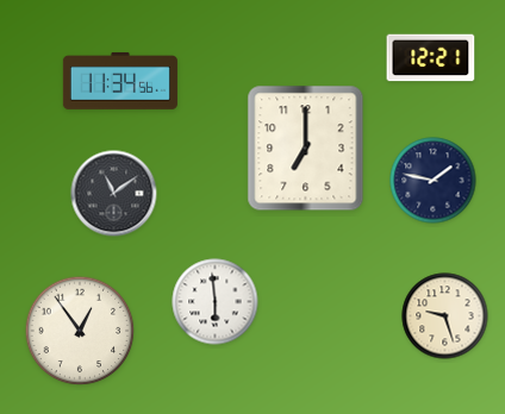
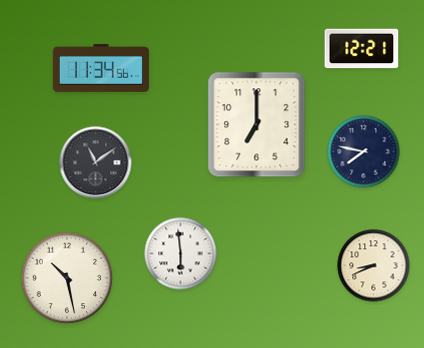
clock at (434, 181): 1:47 -> 7:47
clock at (445, 316): 9:27 -> 8:41
clock at (80, 331): 12:54 -> 10:28
